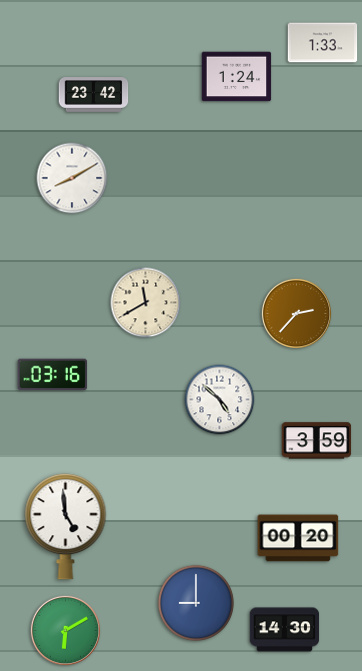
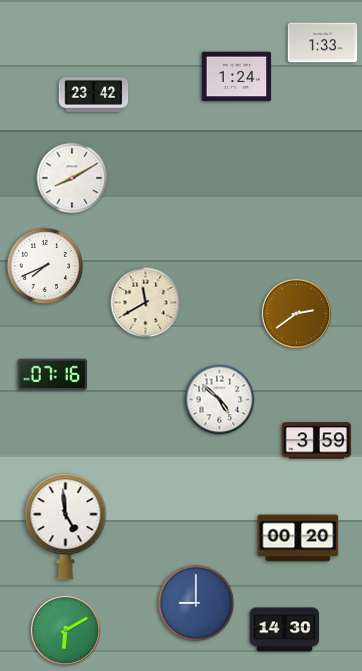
clock at (45, 266): none -> 7:41
clock at (296, 313): 2:37 -> 2:39
clock at (53, 375): 03:16 -> 07:16
